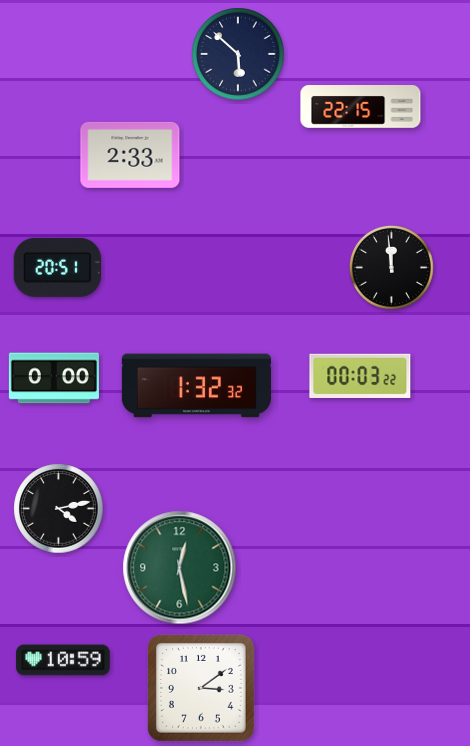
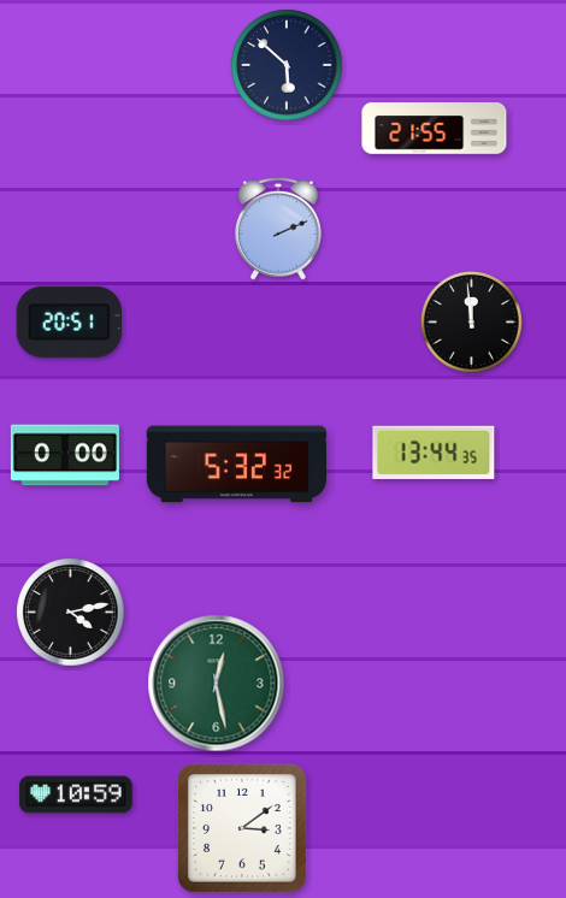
clock at (361, 107): 22:15 -> 21:55
clock at (130, 155): 2:33 -> none
clock at (279, 229): none -> 2:11
clock at (360, 376): 00:03 -> 13:44
clock at (196, 386): 1:32 -> 5:32
